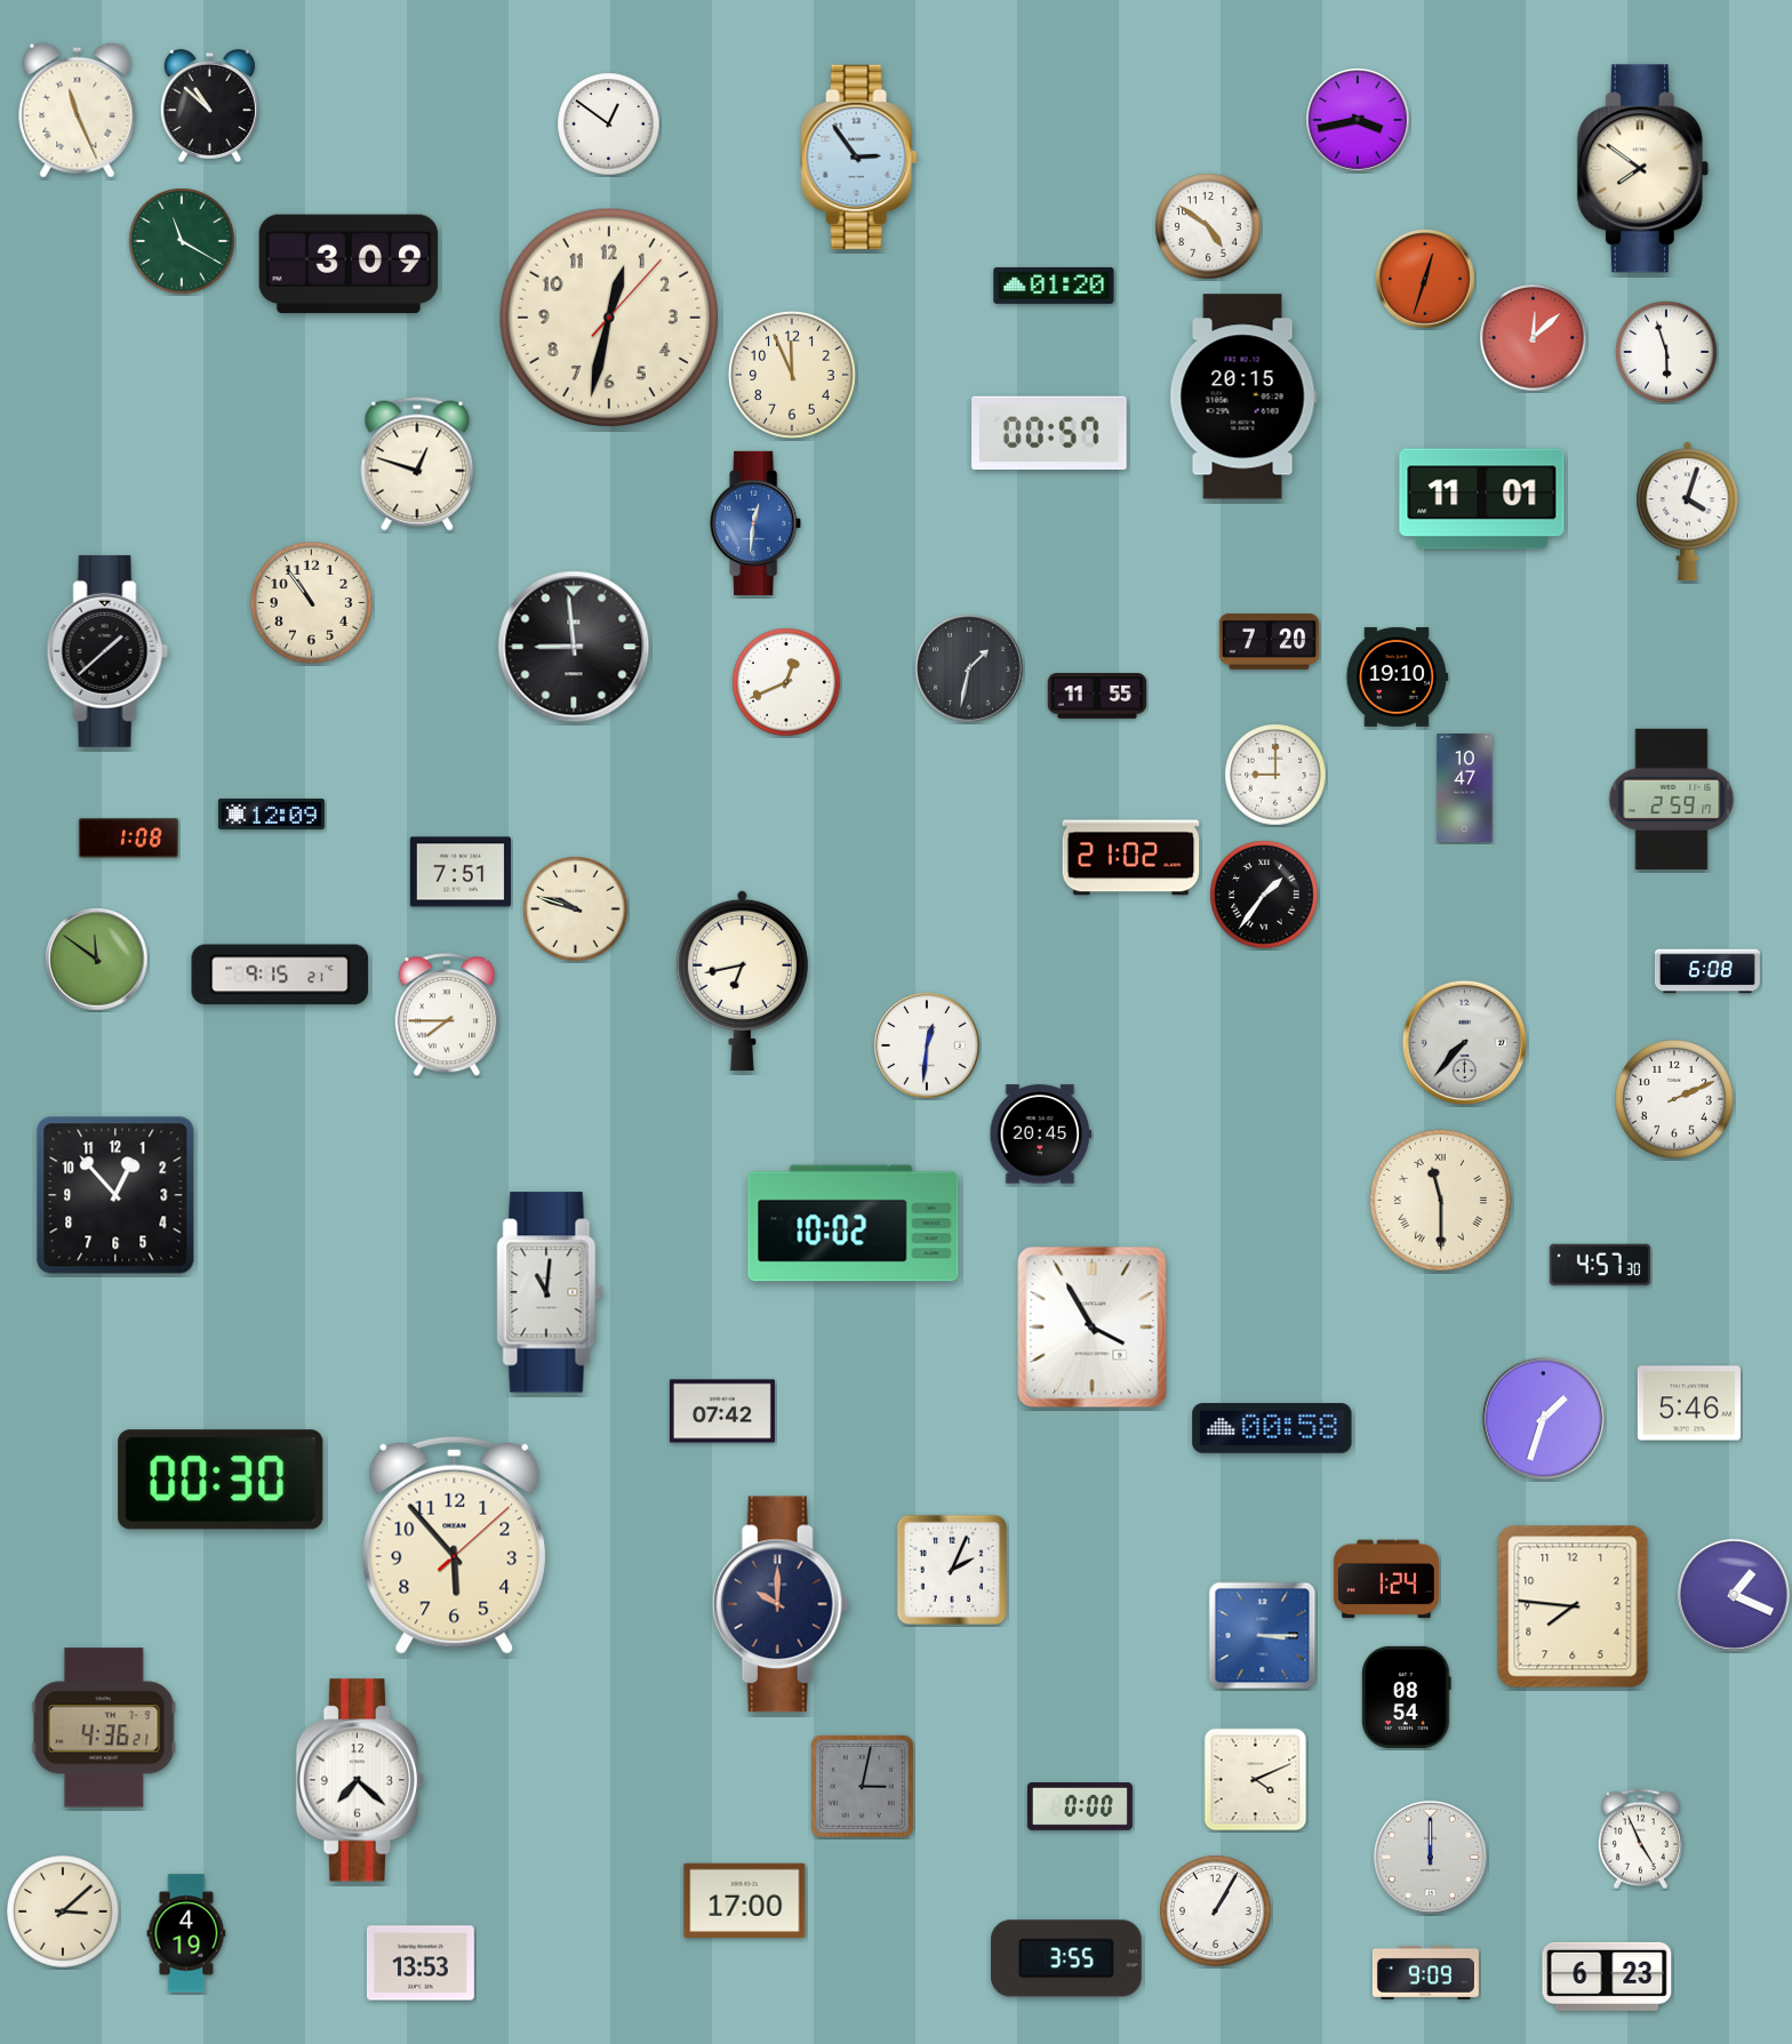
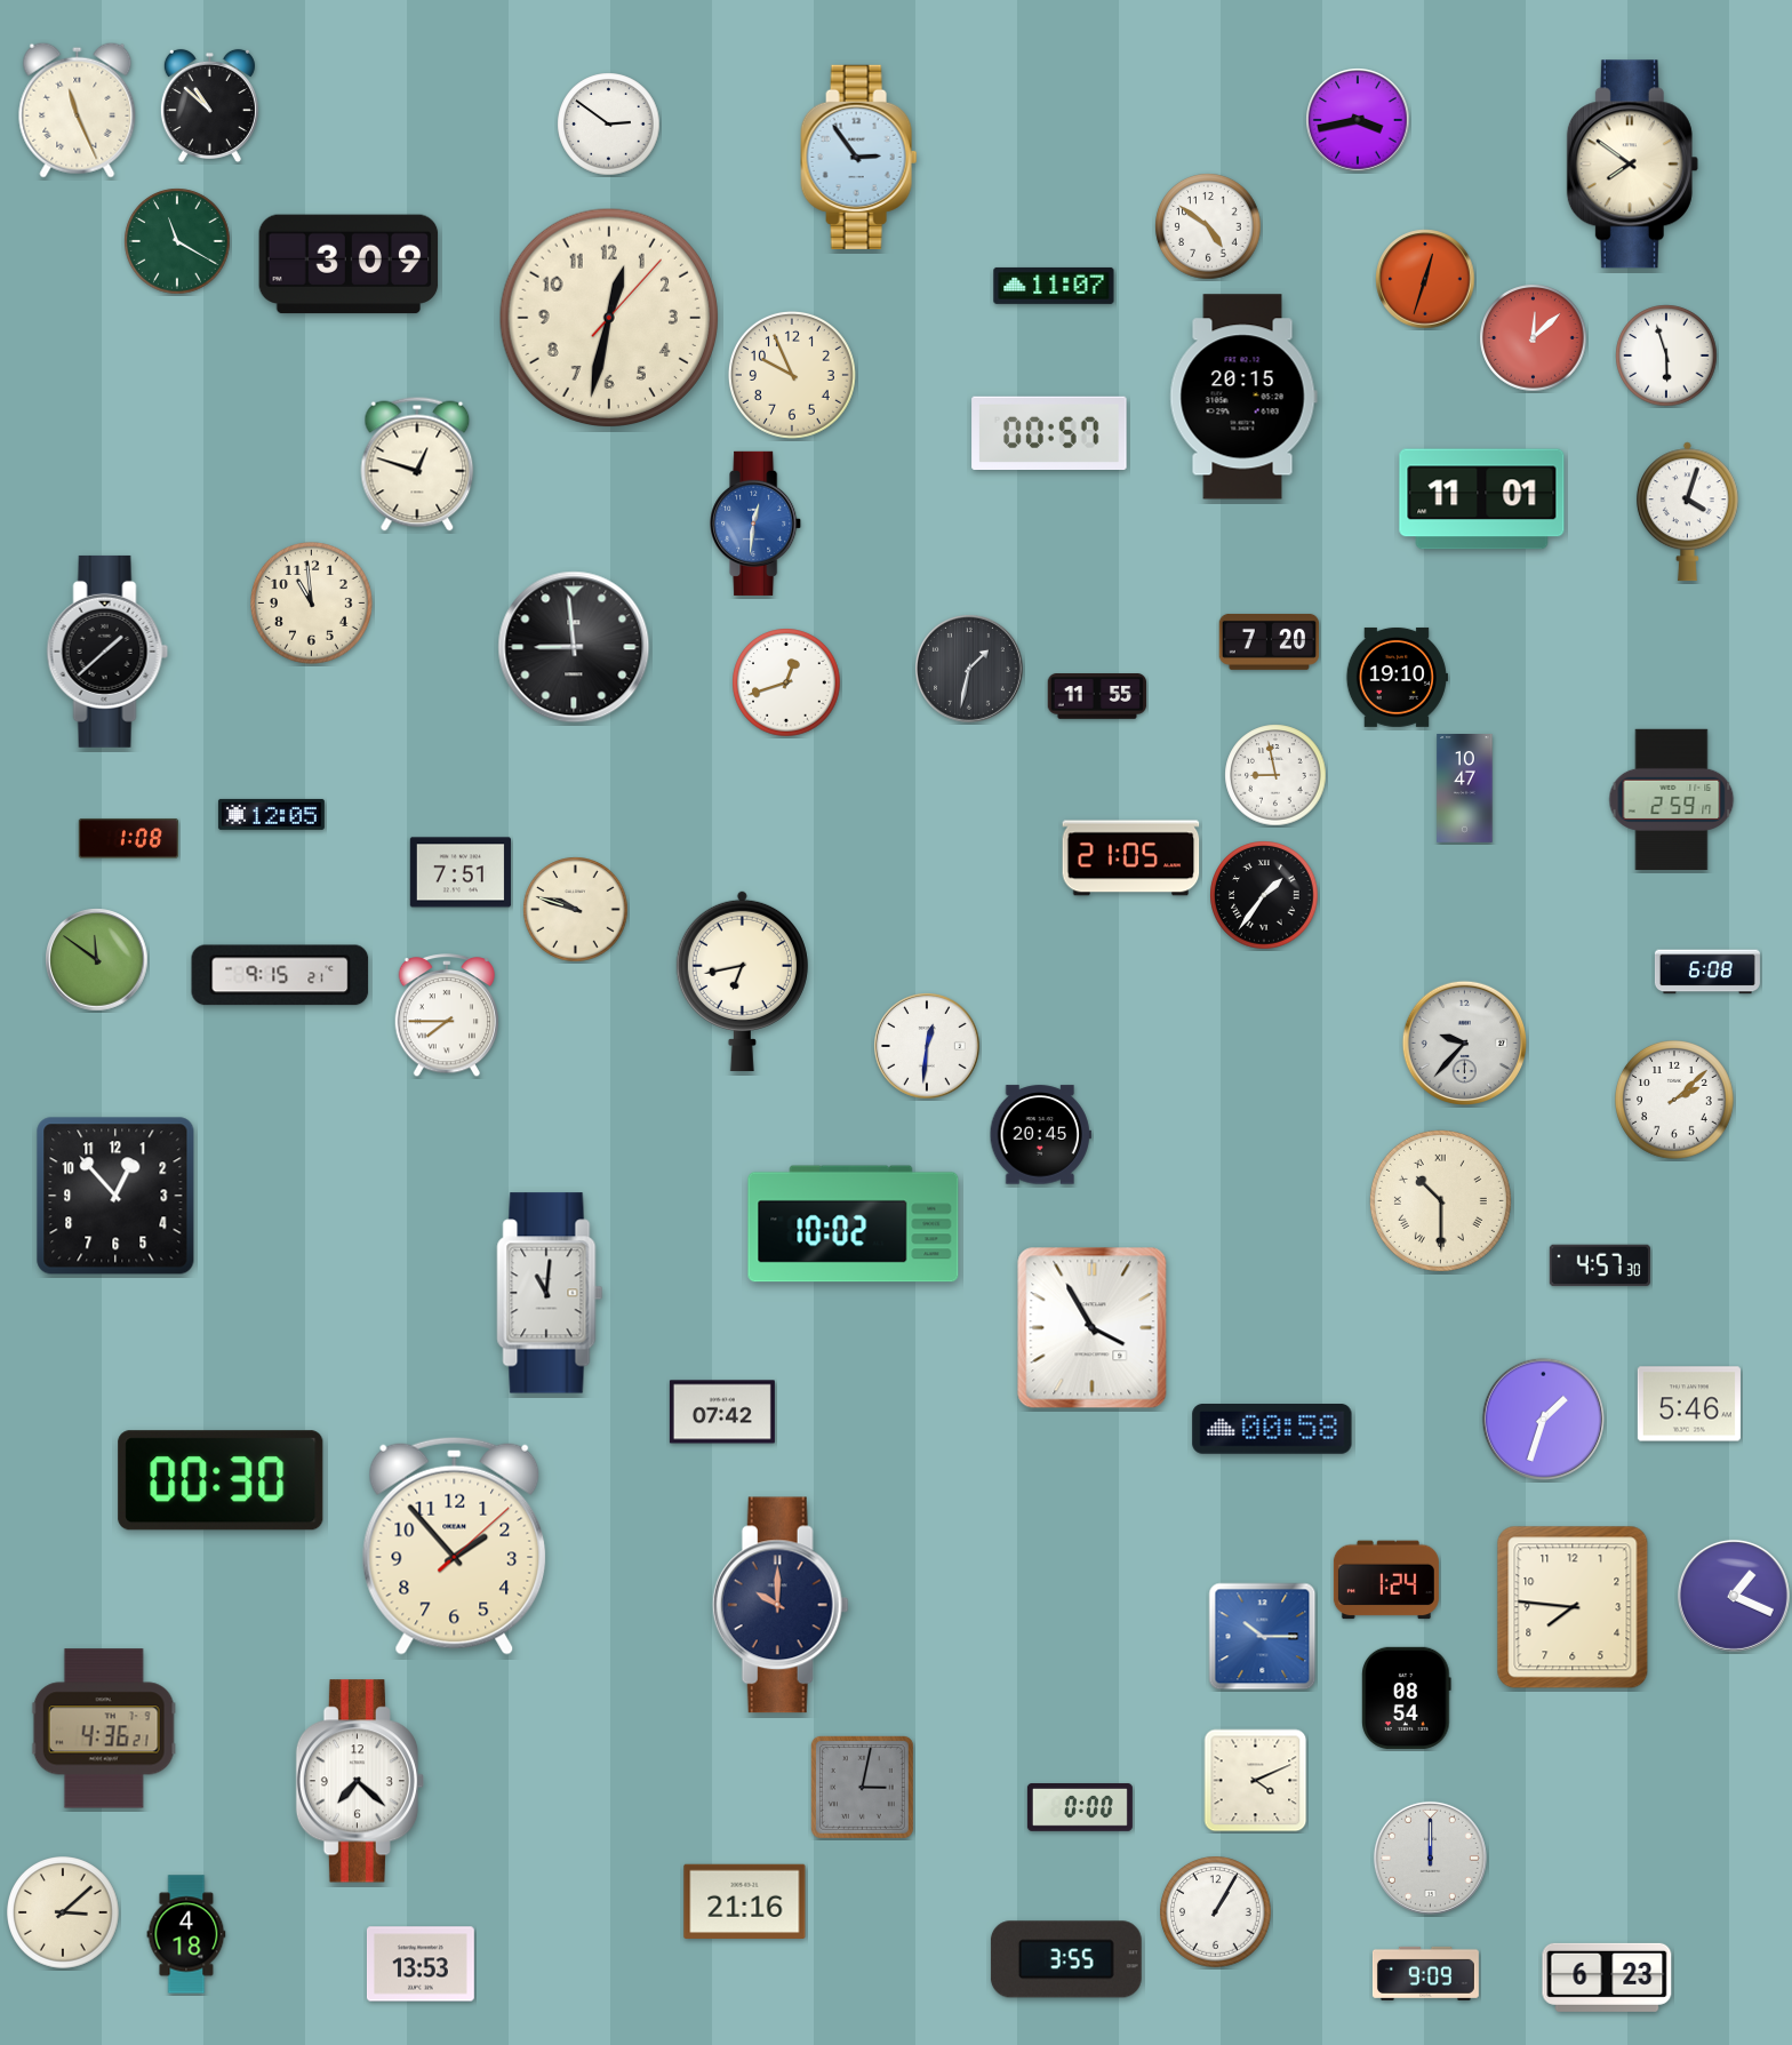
clock at (609, 125): 12:51 -> 2:51
clock at (1642, 169) position: (1642, 169) -> (1632, 165)
clock at (182, 241) position: (182, 241) -> (177, 241)
clock at (1054, 286): 01:20 -> 11:07
clock at (1666, 352) position: (1666, 352) -> (1666, 356)
clock at (792, 375): 11:56 -> 9:56
clock at (312, 603): 10:54 -> 10:59
clock at (786, 682): 12:41 -> 12:42
clock at (1275, 775): 9:00 -> 8:58
clock at (271, 813): 12:09 -> 12:05
clock at (1131, 858): 21:02 -> 21:05
clock at (1464, 1042): 7:37 -> 9:37
clock at (1675, 1100): 2:11 -> 2:08
clock at (1440, 1200): 11:30 -> 10:30
clock at (455, 1545): 5:53 -> 1:53
clock at (952, 1570): 2:04 -> none
clock at (1263, 1636): 3:15 -> 10:15
clock at (1640, 1839): 4:56 -> none
clock at (745, 1900): 17:00 -> 21:16
clock at (186, 1933): 4:19 -> 4:18
